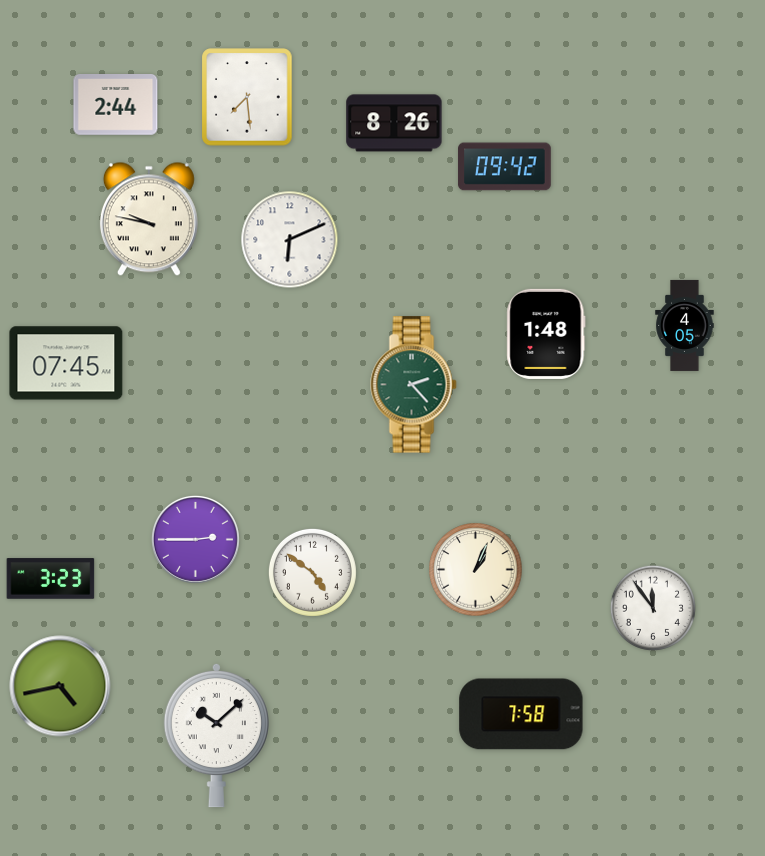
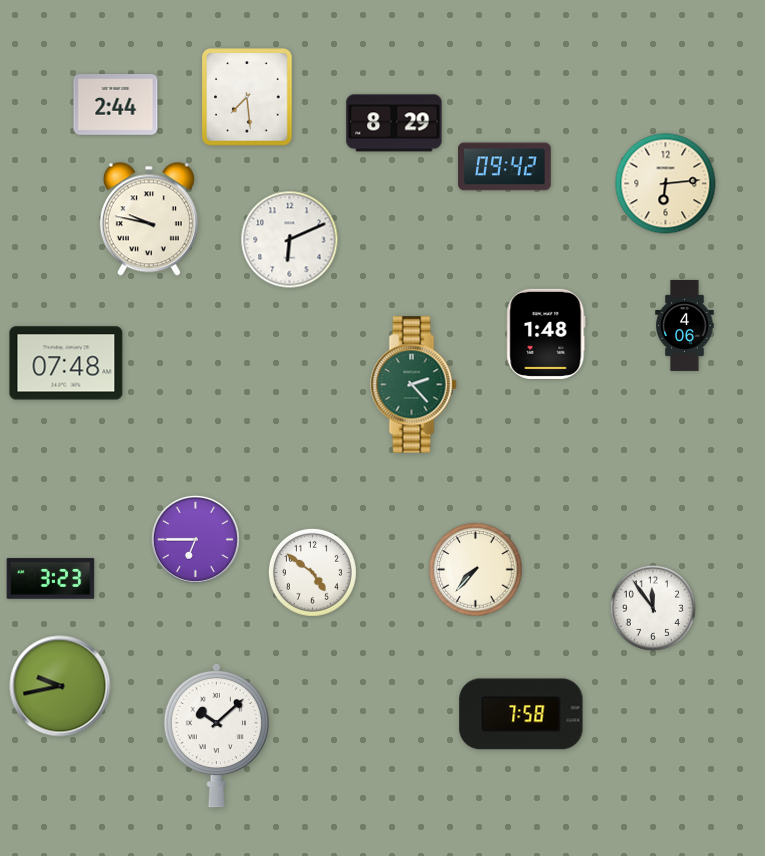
clock at (394, 123): 8:26 -> 8:29
clock at (666, 184): none -> 6:14
clock at (685, 325): 4:05 -> 4:06
clock at (66, 363): 07:45 -> 07:48
clock at (195, 539): 2:45 -> 6:45
clock at (476, 570): 1:04 -> 7:37
clock at (60, 686): 4:43 -> 9:43
